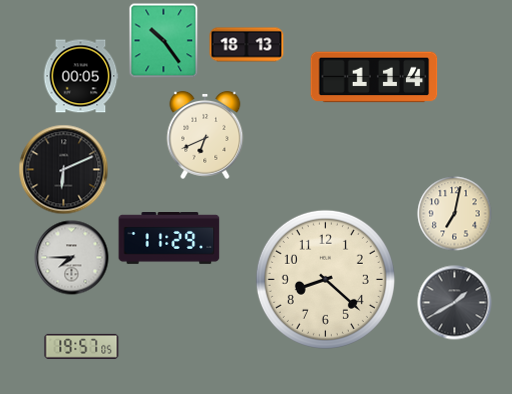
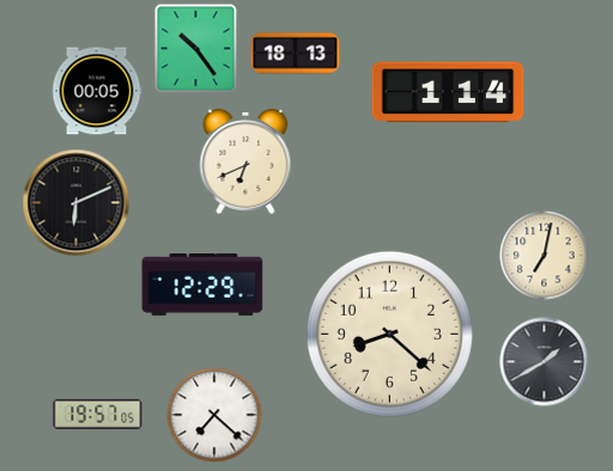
clock at (169, 239): 11:29 -> 12:29
clock at (72, 258): 7:45 -> none
clock at (214, 415): none -> 7:22
